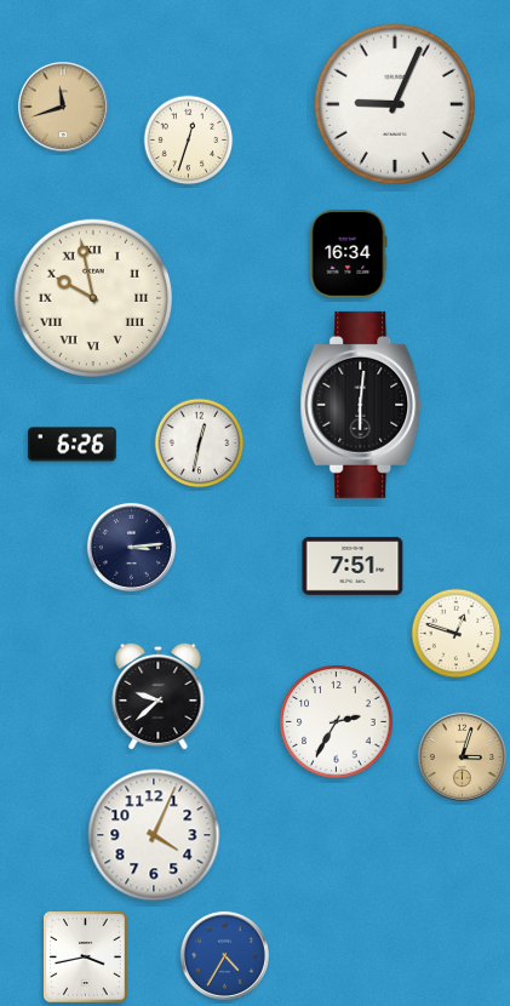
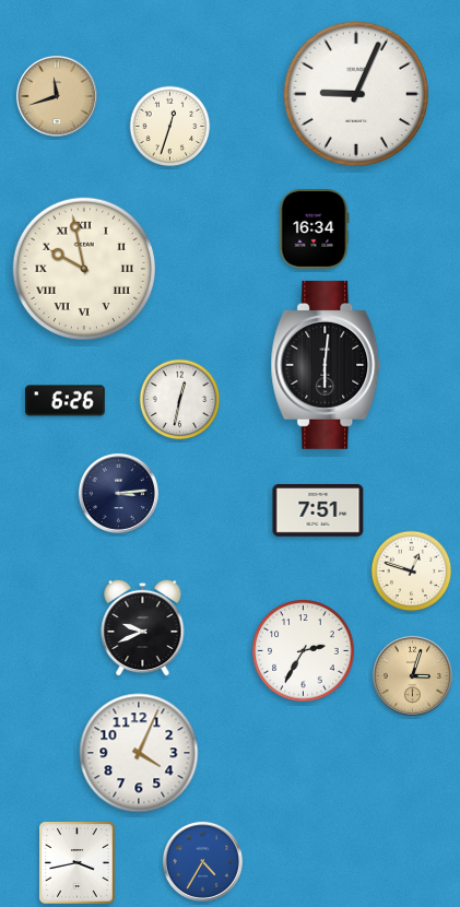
clock at (159, 696): 9:38 -> 9:41
clock at (462, 756) position: (462, 756) -> (412, 675)
